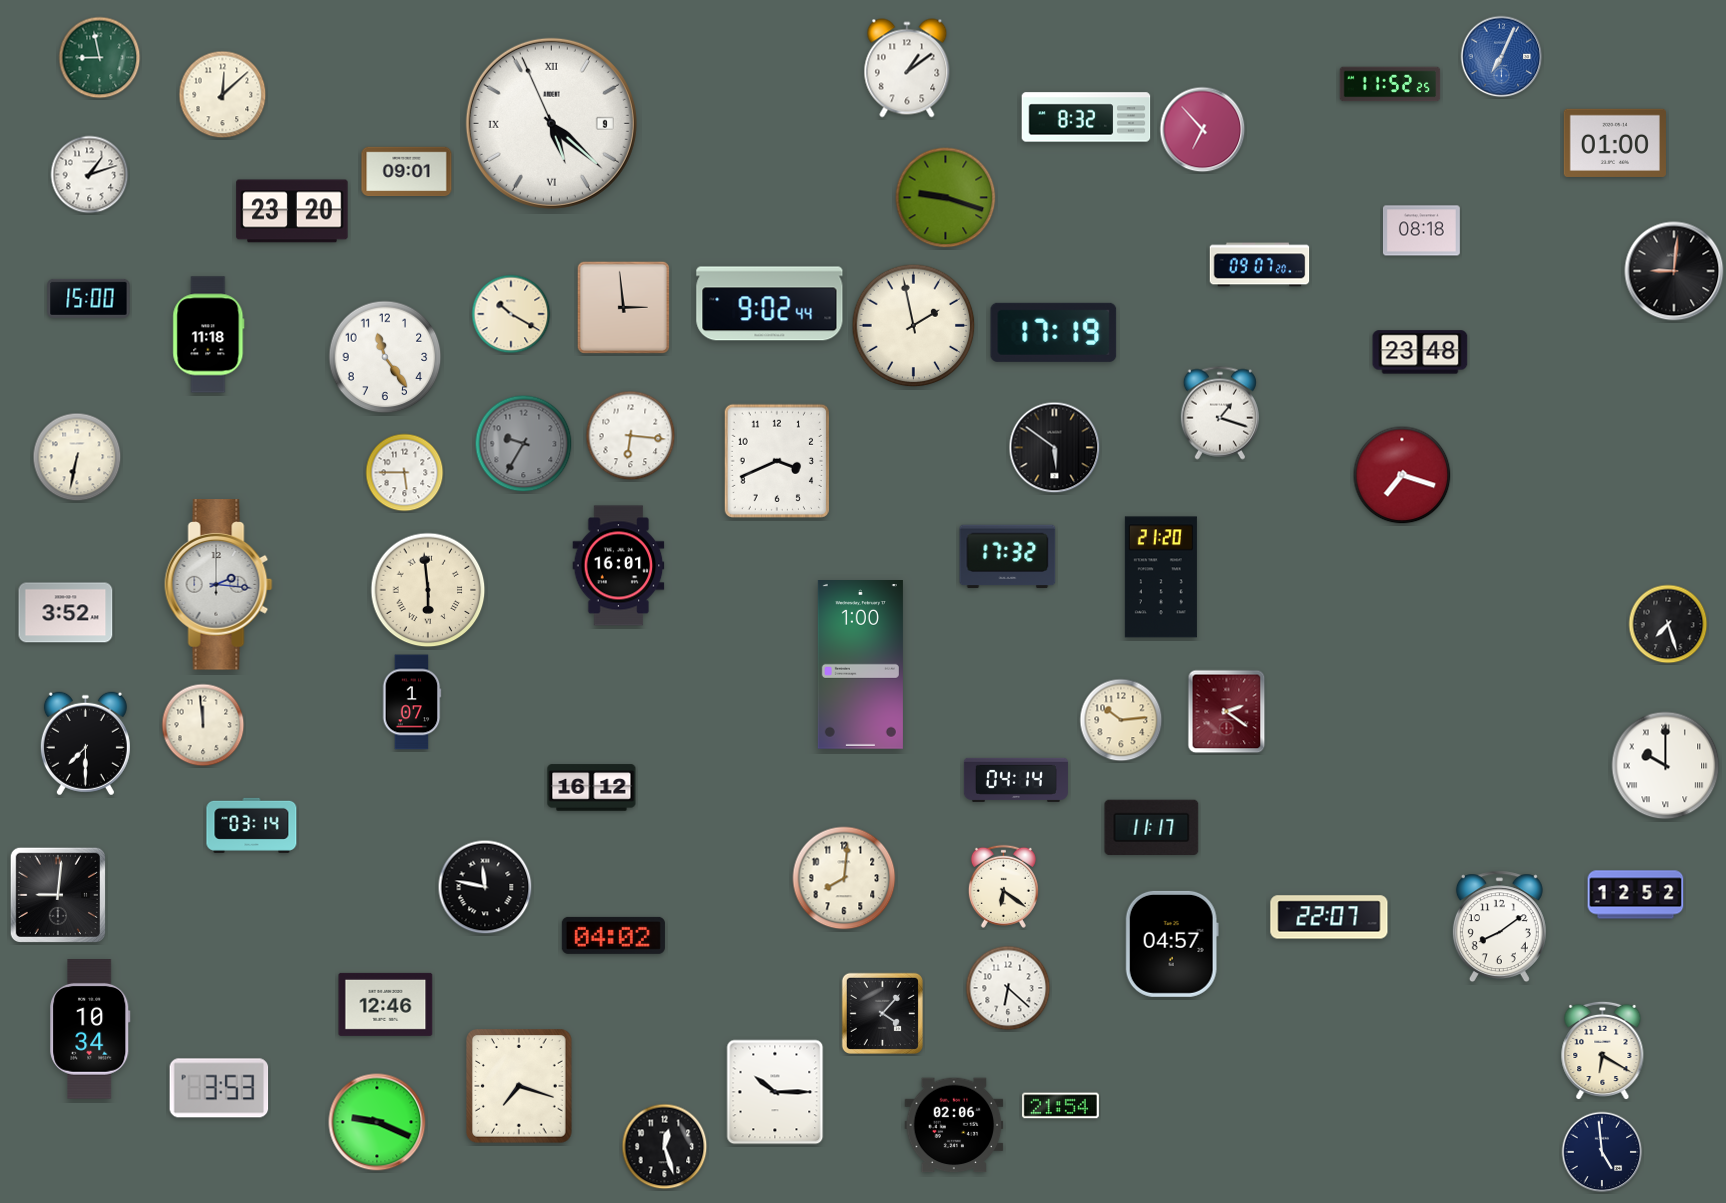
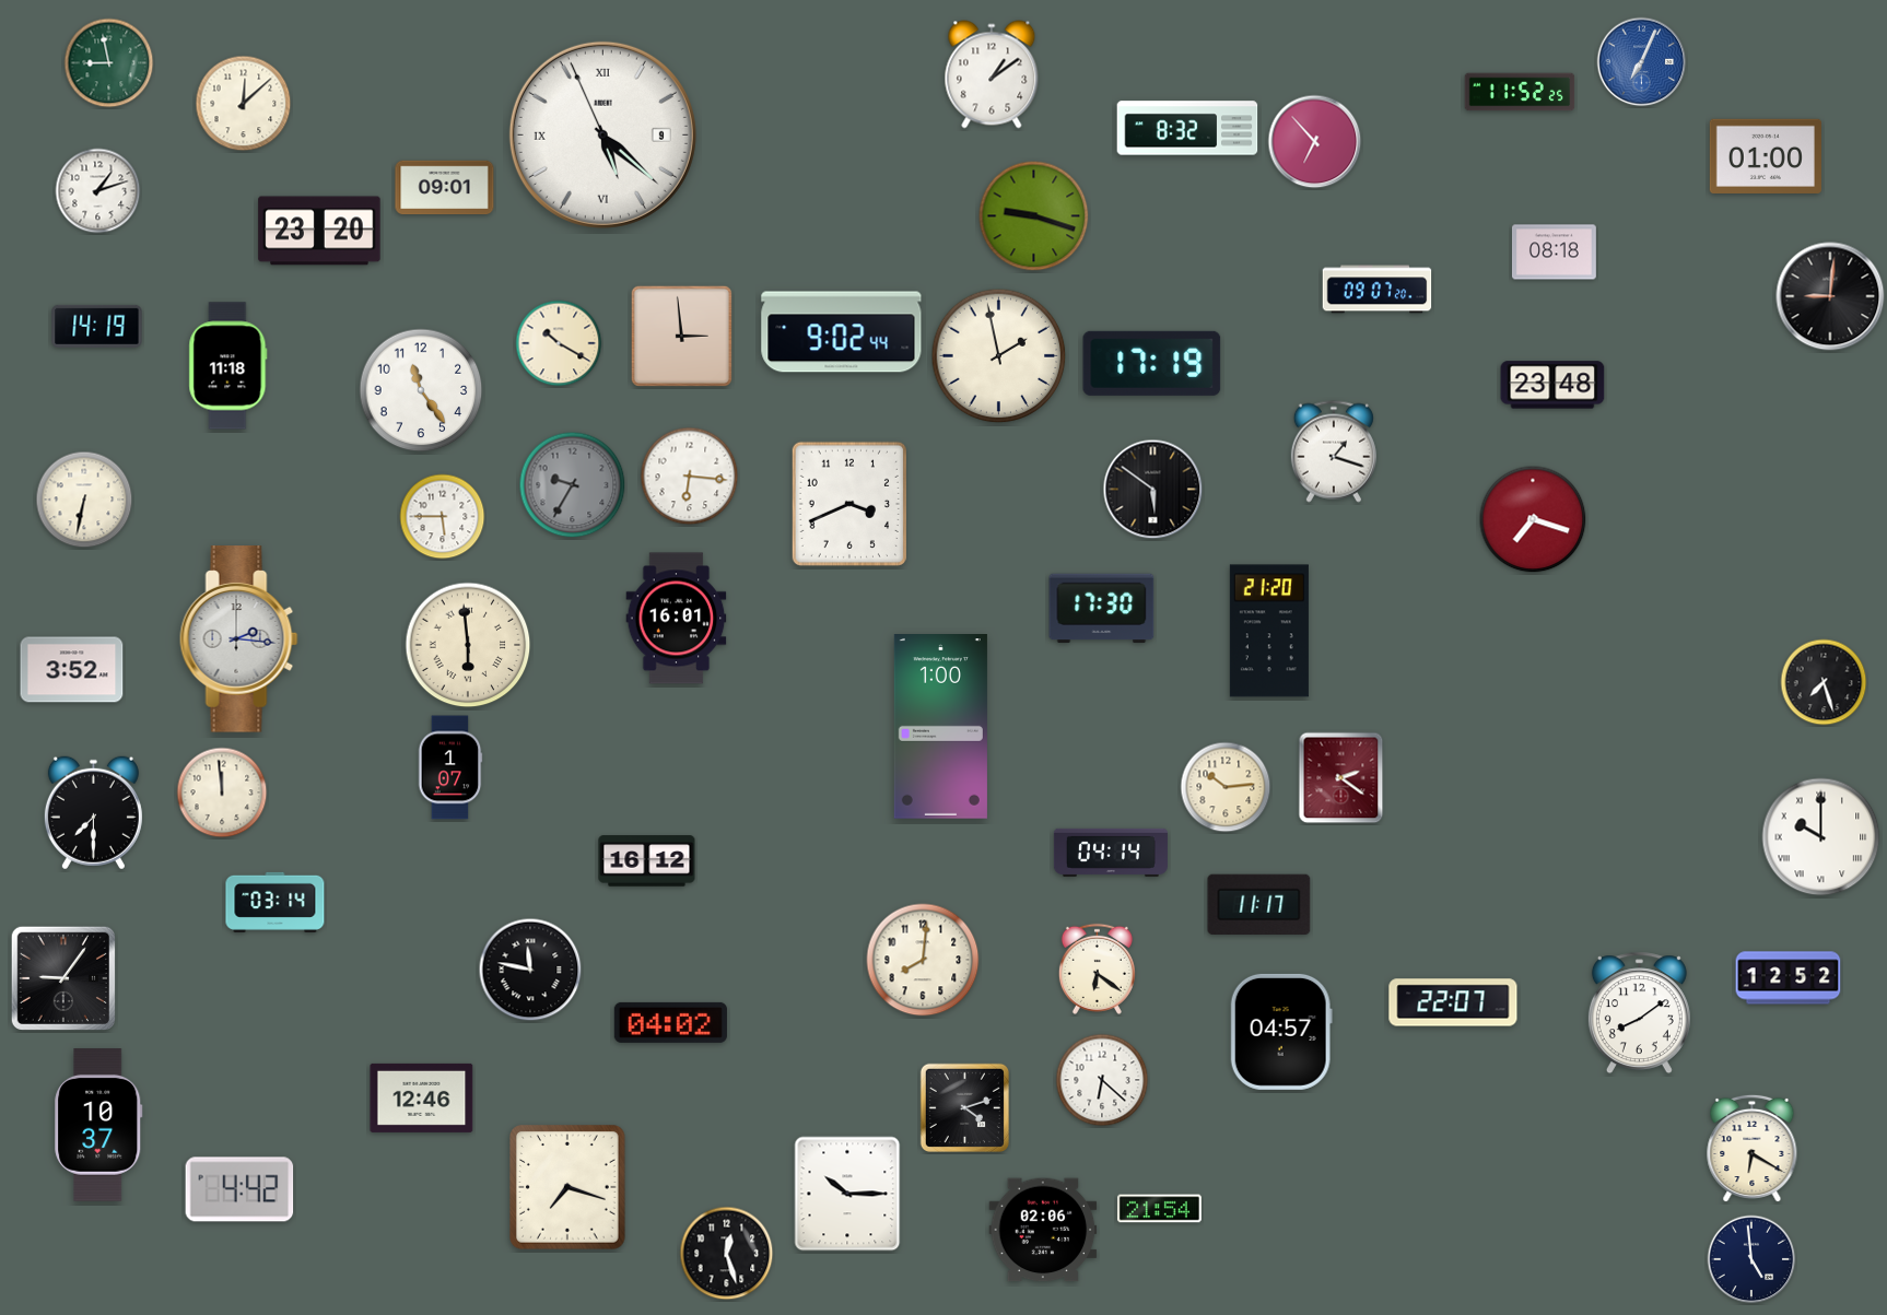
clock at (89, 298): 15:00 -> 14:19
clock at (1008, 557): 17:32 -> 17:30
clock at (58, 895): 9:01 -> 9:06
clock at (882, 1013): 4:07 -> 4:12
clock at (90, 1029): 10:34 -> 10:37
clock at (219, 1088): 3:53 -> 4:42
clock at (377, 1122): 9:19 -> none
